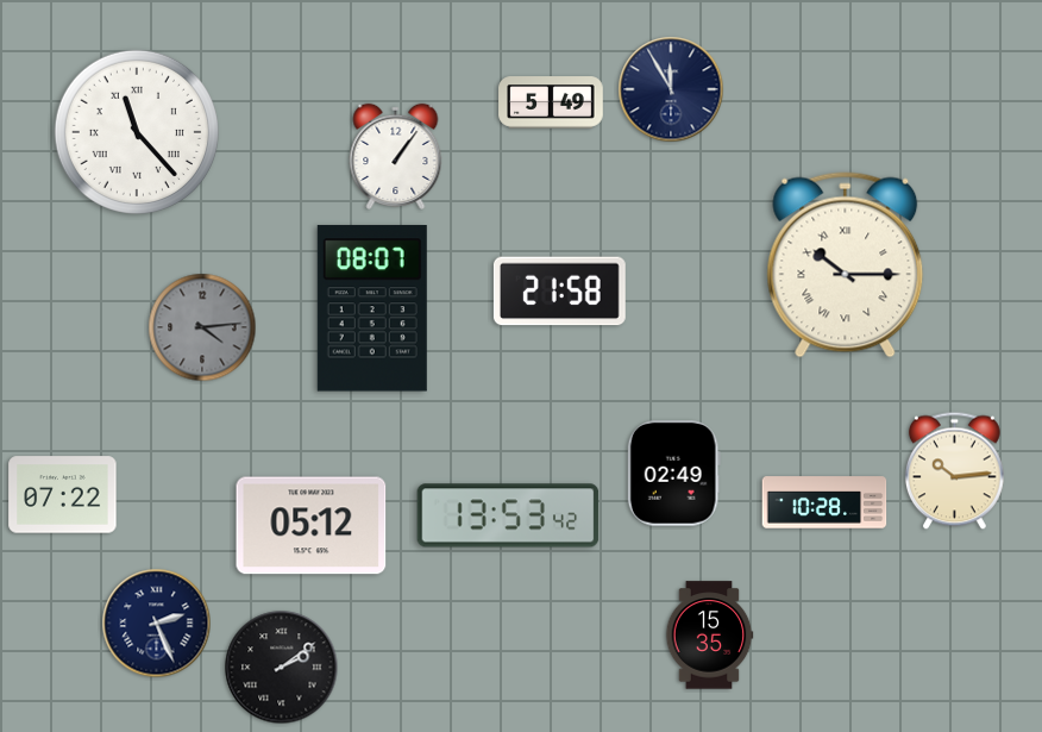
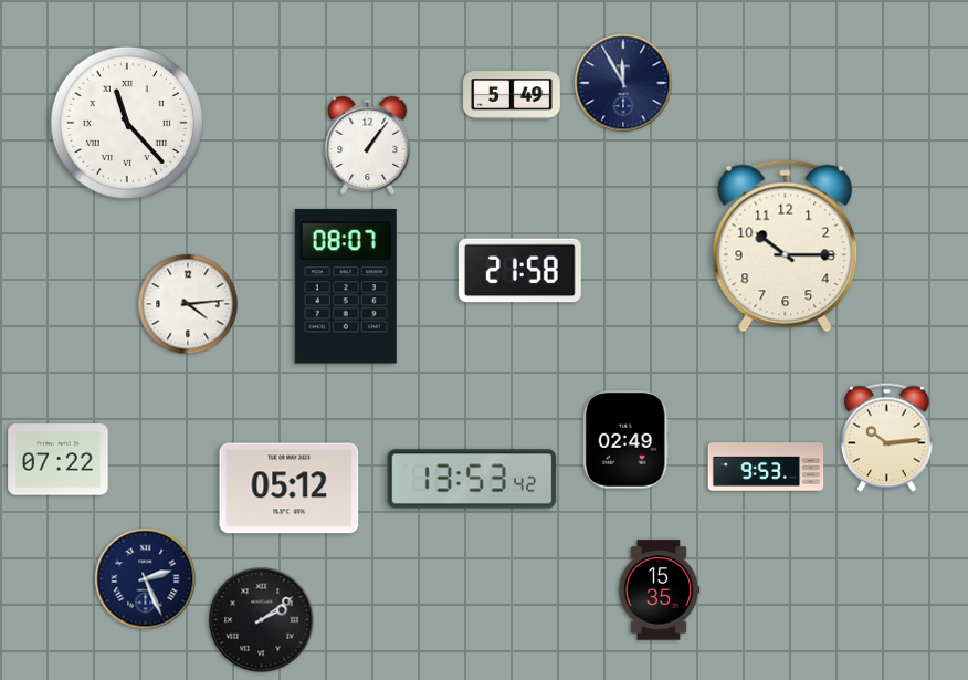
clock at (846, 265) numerals: Roman -> Arabic
clock at (202, 327) dial: grey -> white
clock at (824, 502): 10:28 -> 9:53
